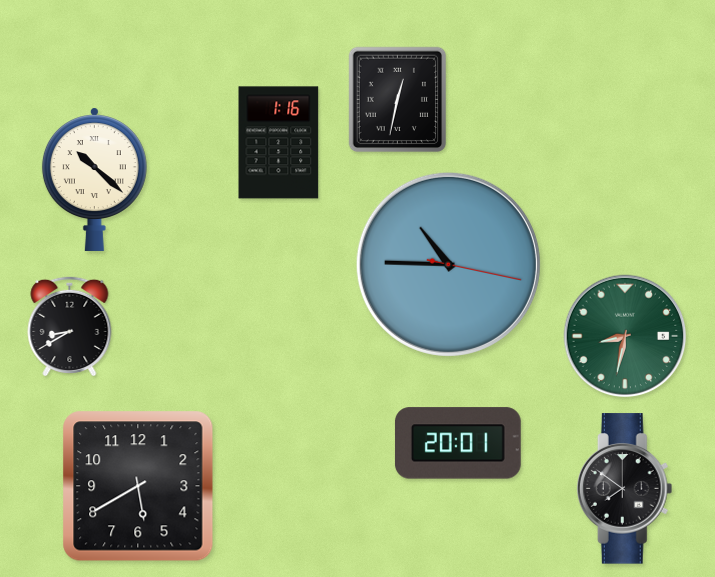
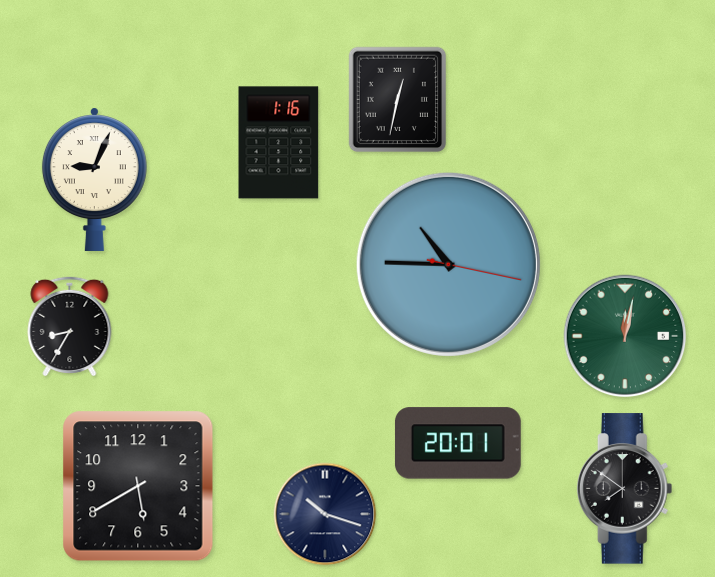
clock at (94, 179): 10:22 -> 9:04
clock at (70, 326): 8:40 -> 8:35
clock at (625, 336): 8:32 -> 12:02
clock at (325, 514): none -> 10:18
